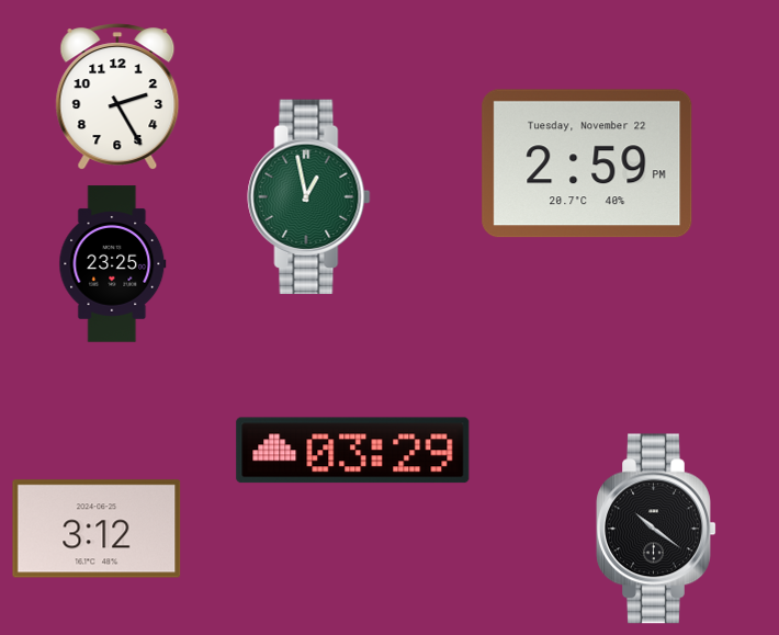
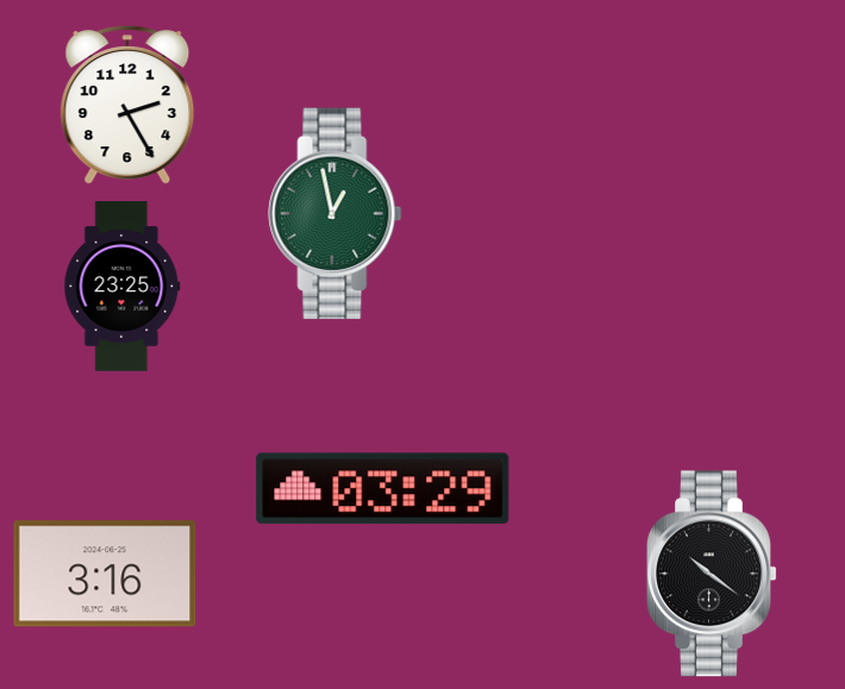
clock at (587, 163): 2:59 -> none
clock at (97, 529): 3:12 -> 3:16
